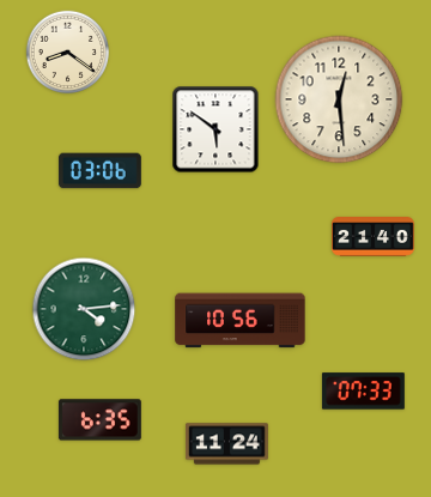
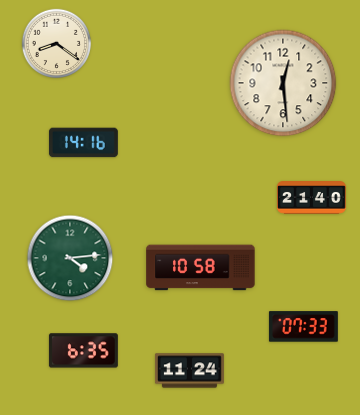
clock at (215, 129): 5:51 -> none
clock at (99, 171): 03:06 -> 14:16
clock at (241, 321): 10:56 -> 10:58
